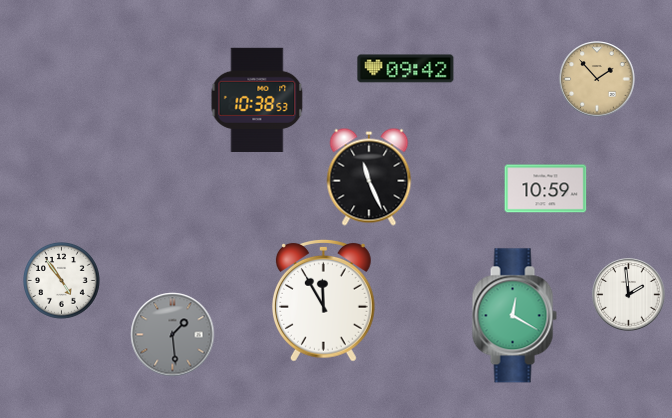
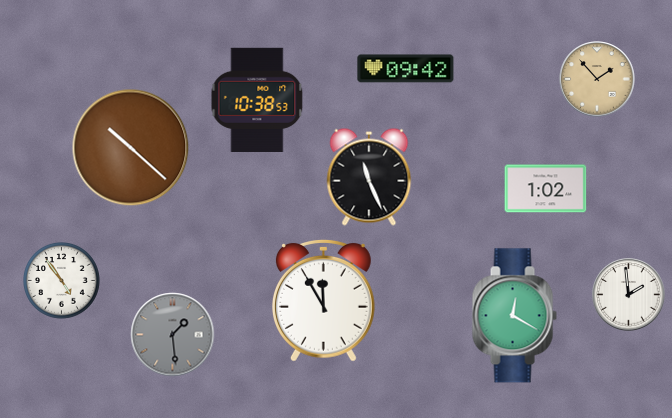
clock at (131, 148): none -> 10:22
clock at (546, 189): 10:59 -> 1:02
